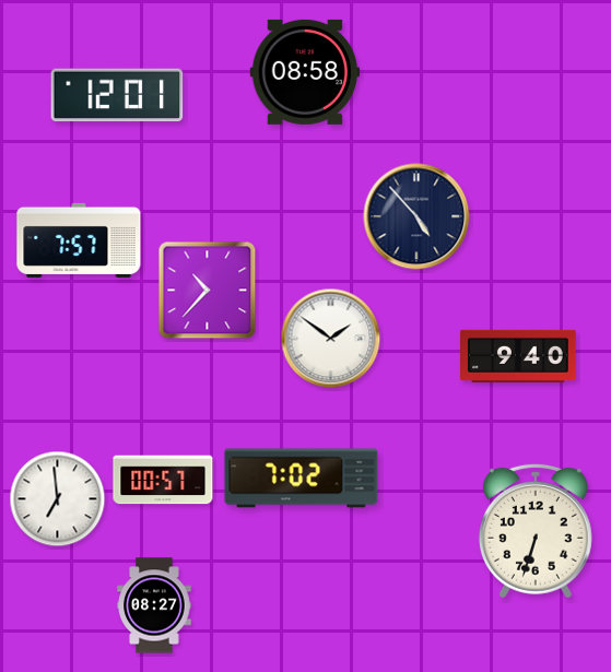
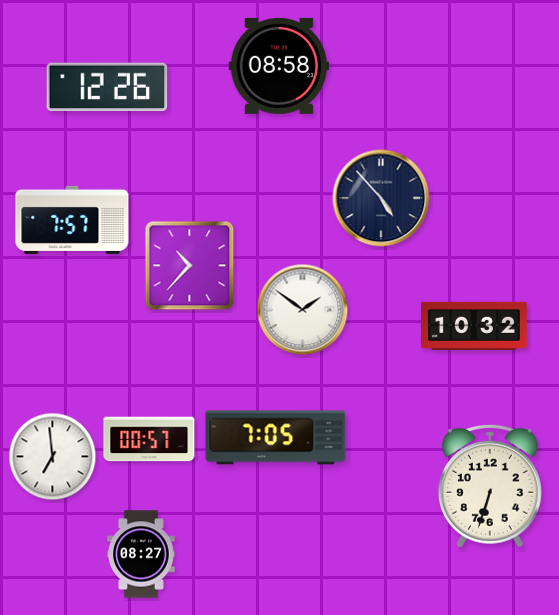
clock at (117, 95): 12:01 -> 12:26
clock at (519, 356): 9:40 -> 10:32
clock at (302, 479): 7:02 -> 7:05
